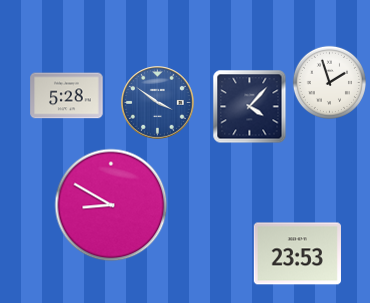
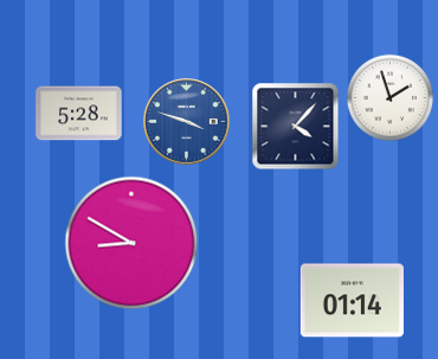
clock at (158, 103): 3:51 -> 3:48
clock at (297, 254): 23:53 -> 01:14
